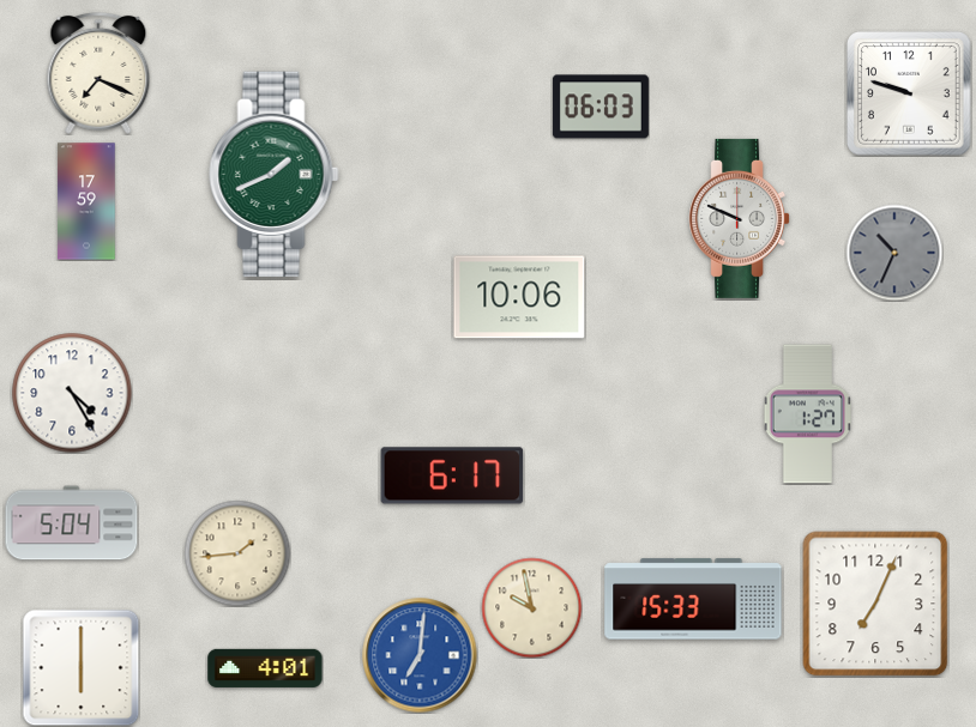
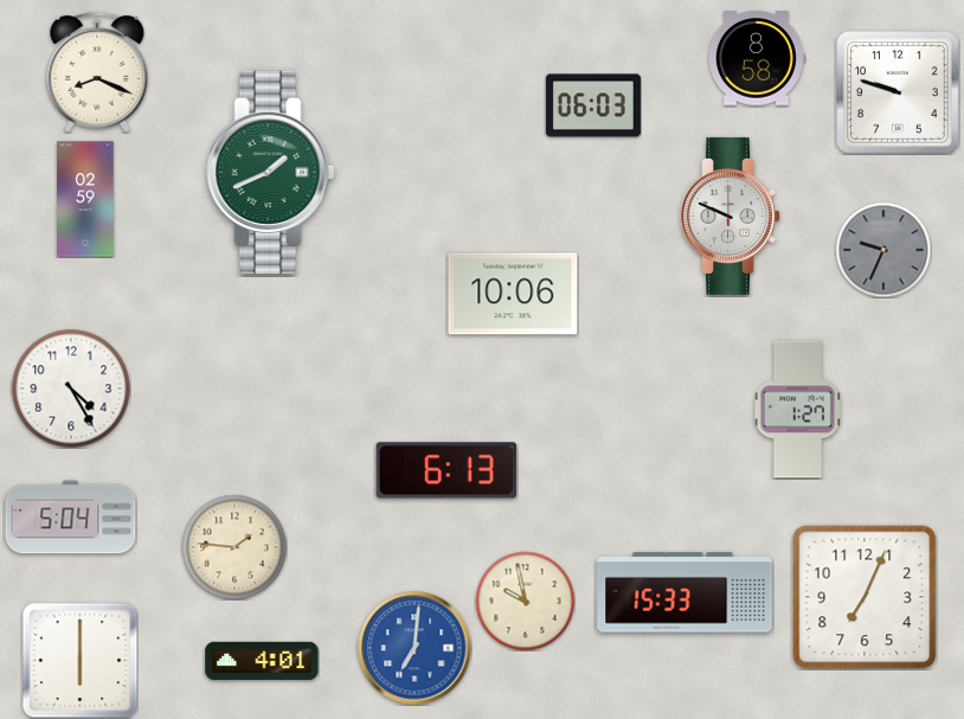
clock at (757, 58): none -> 8:58
clock at (98, 73): 7:19 -> 8:19
clock at (86, 201): 17:59 -> 02:59
clock at (894, 253): 10:34 -> 9:34
clock at (452, 475): 6:17 -> 6:13
clock at (237, 553): 1:44 -> 1:46
